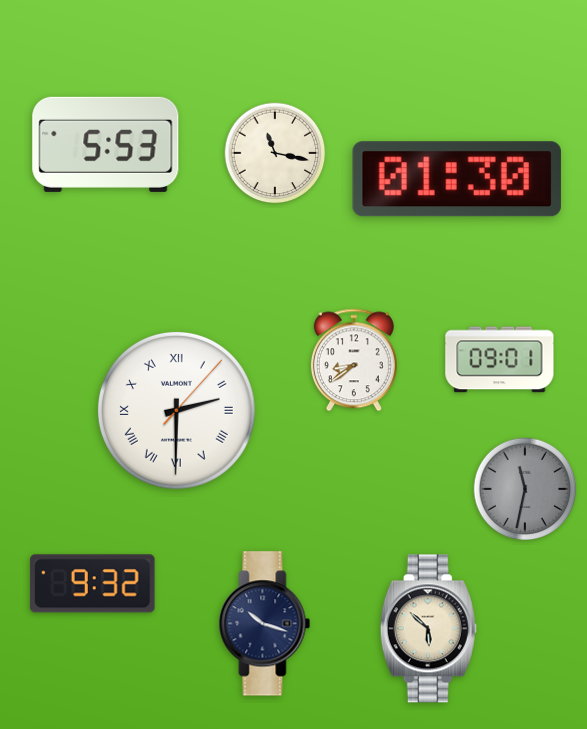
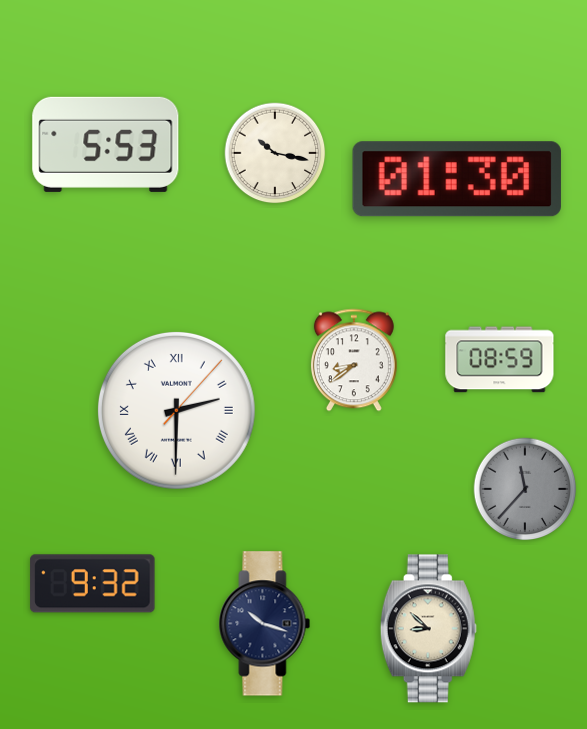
clock at (275, 153): 11:17 -> 10:17
clock at (500, 360): 09:01 -> 08:59
clock at (525, 489): 11:32 -> 11:37
clock at (428, 629): 5:52 -> 8:52
